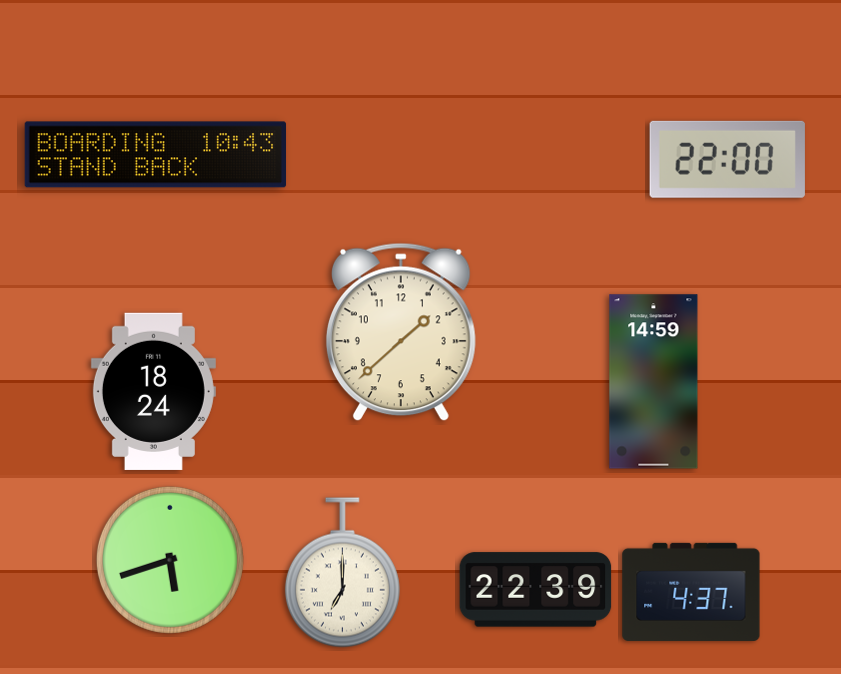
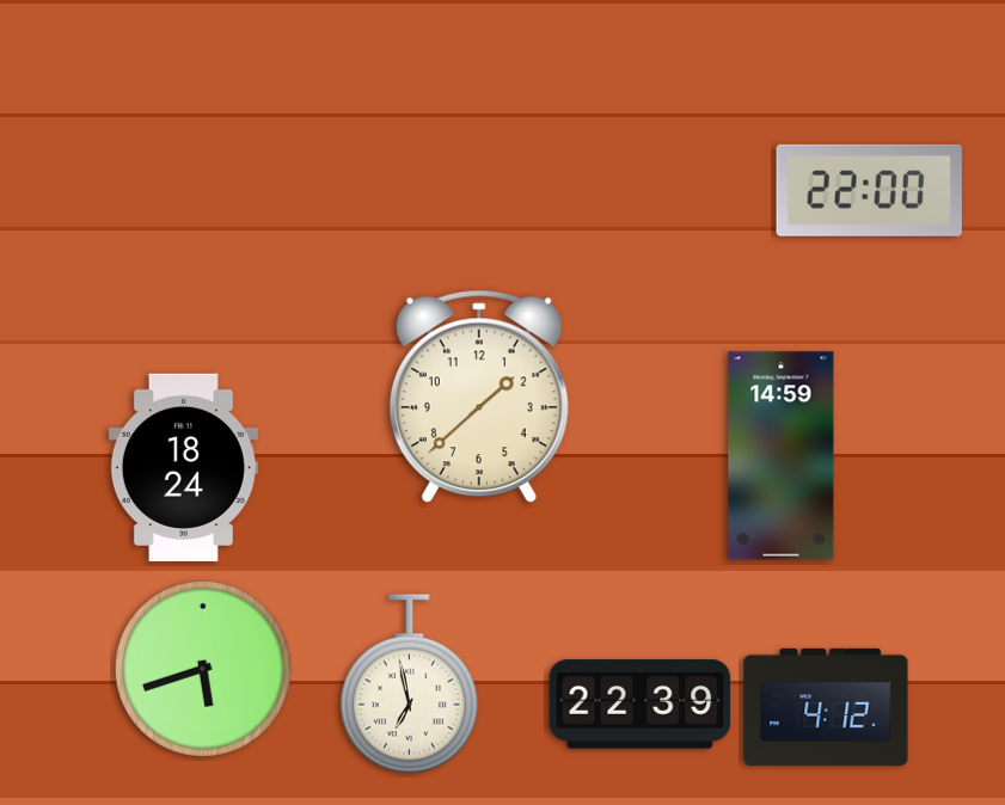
clock at (156, 155): 10:43 -> none
clock at (342, 573): 7:00 -> 6:58
clock at (691, 592): 4:37 -> 4:12
